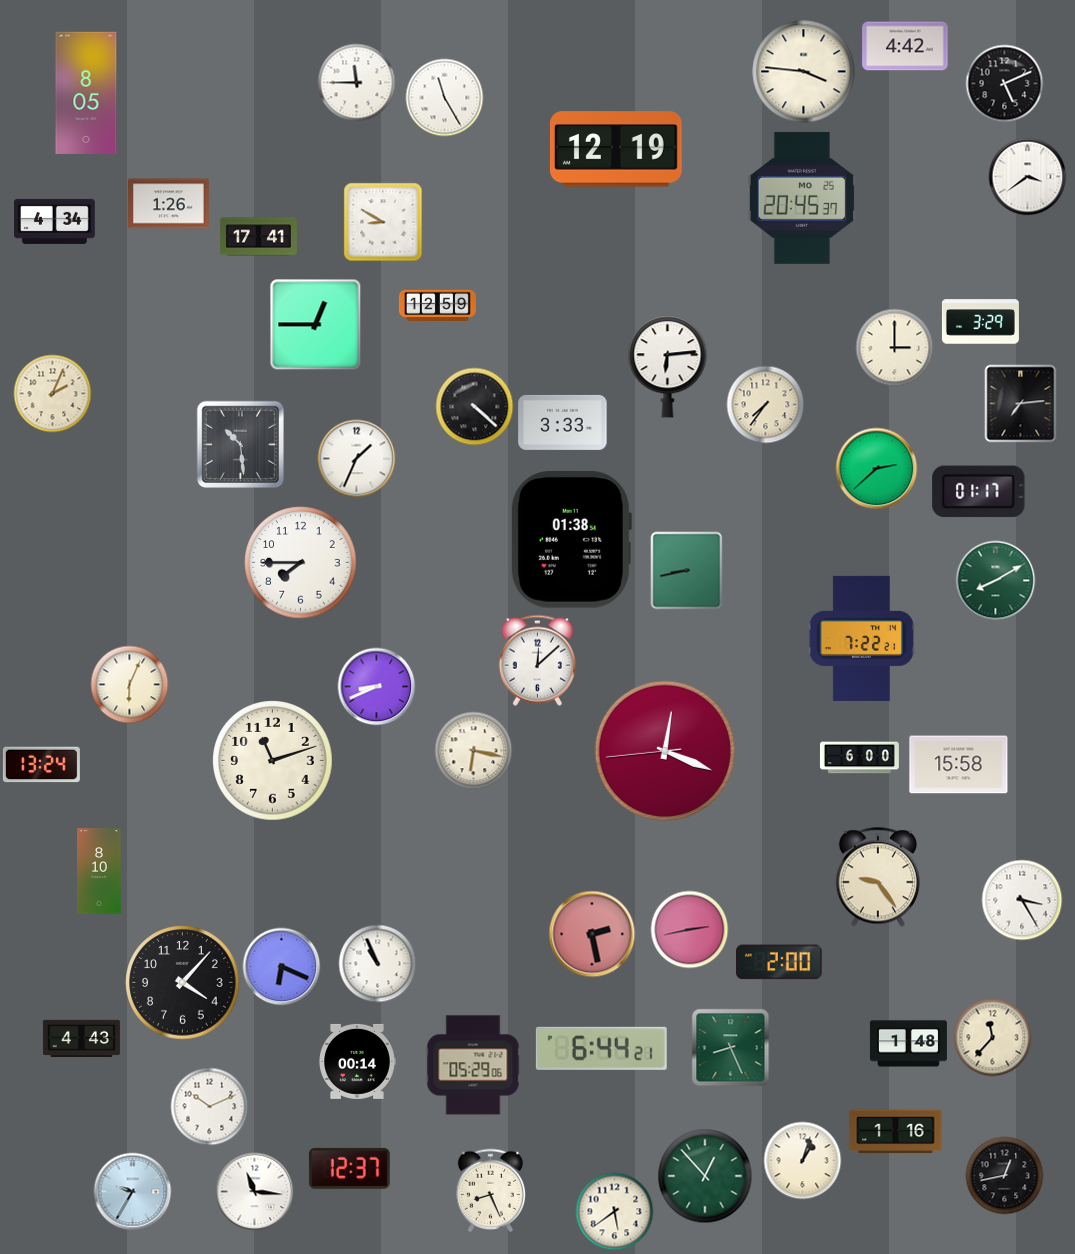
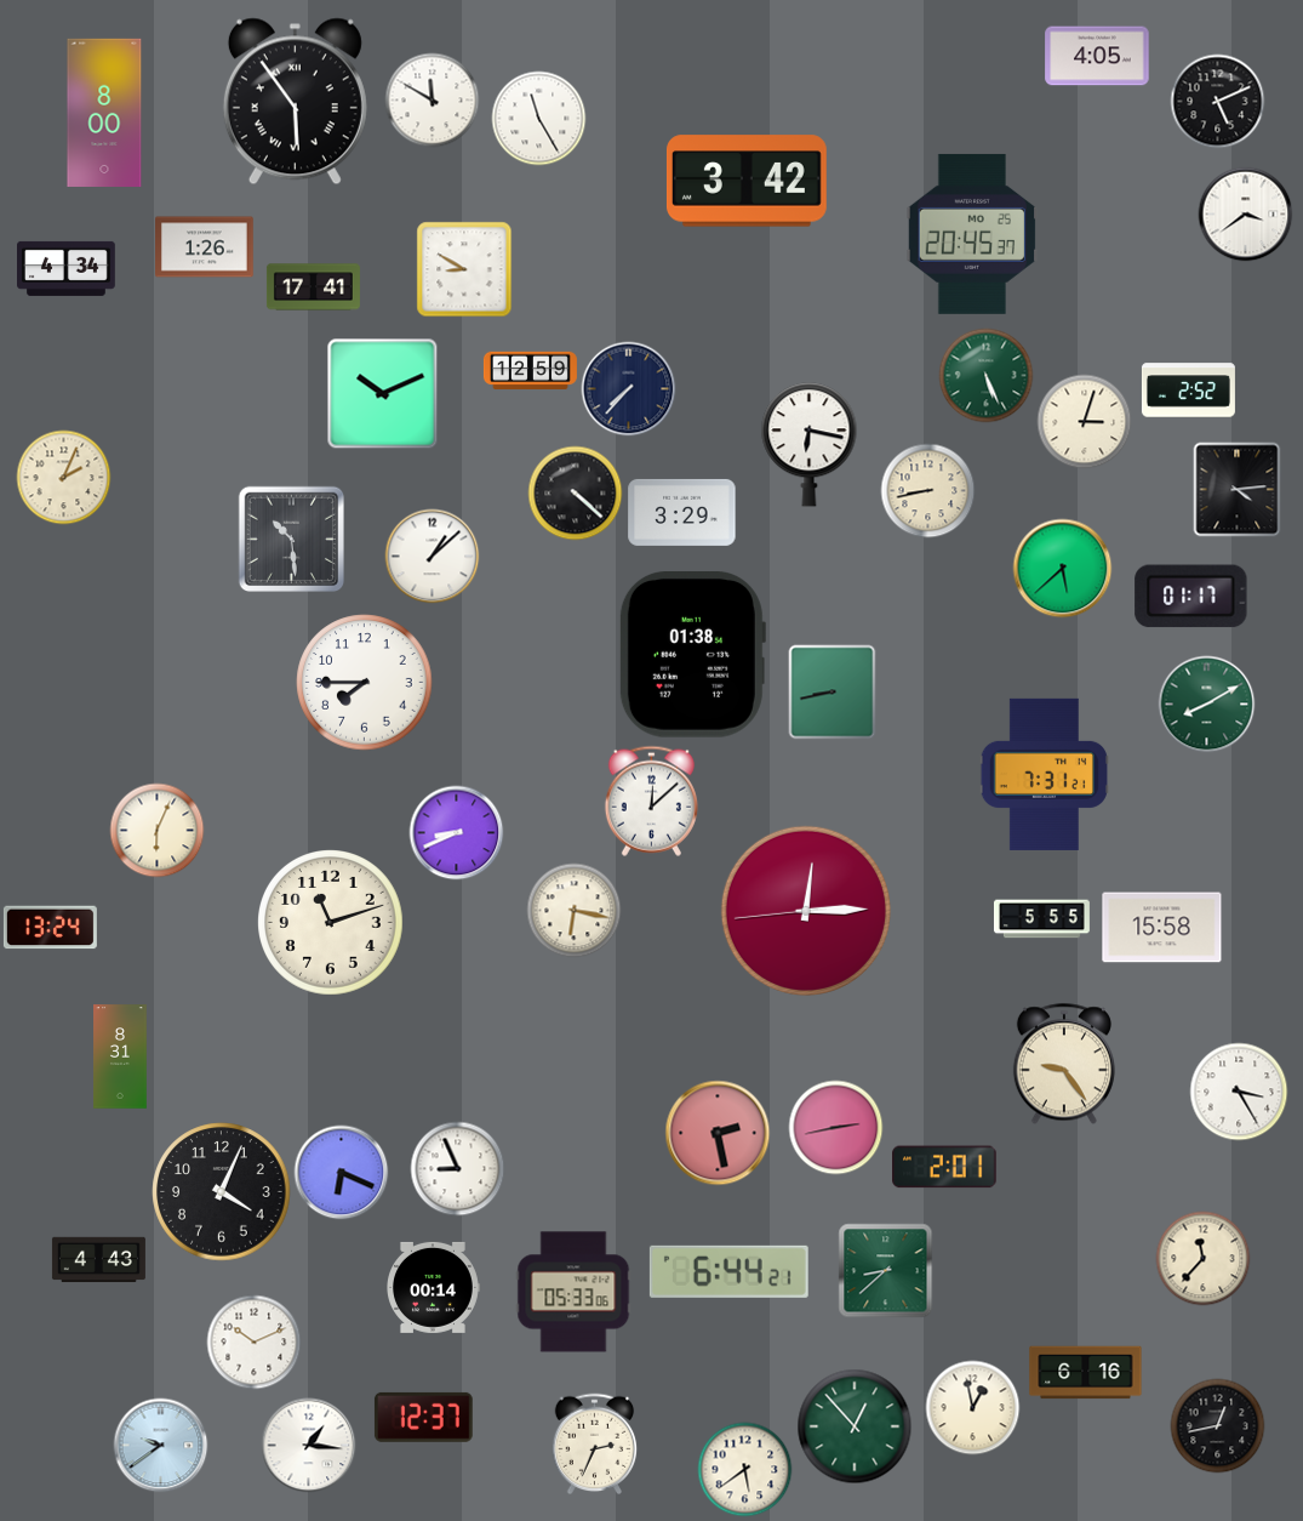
clock at (905, 46): 4:42 -> 4:05
clock at (804, 72): 3:46 -> none
clock at (356, 82): 11:45 -> 11:50
clock at (295, 102): none -> 5:54
clock at (86, 92): 8:05 -> 8:00
clock at (616, 149): 12:19 -> 3:42
clock at (801, 198) position: (801, 198) -> (971, 234)
clock at (985, 375): none -> 5:26
clock at (628, 388): none -> 7:37
clock at (980, 322): 3:29 -> 2:52
clock at (315, 324): 12:45 -> 10:11
clock at (894, 347): 3:00 -> 3:03
clock at (668, 367): 6:14 -> 6:17
clock at (1021, 403): 7:14 -> 4:14
clock at (765, 404): 7:36 -> 8:43
clock at (563, 422): 3:33 -> 3:29
clock at (356, 458): 1:34 -> 1:08
clock at (876, 468): 2:38 -> 5:38
clock at (979, 492) position: (979, 492) -> (1191, 597)
clock at (861, 638): 7:22 -> 7:31
clock at (665, 751): 12:18 -> 12:14
clock at (859, 758): 6:00 -> 5:55
clock at (99, 871): 8:10 -> 8:31
clock at (779, 962): 2:00 -> 2:01
clock at (377, 963): 10:56 -> 8:56
clock at (183, 983): 4:07 -> 4:04
clock at (908, 1044): 1:48 -> none
clock at (730, 1047): 8:26 -> 8:38
clock at (473, 1065): 05:29 -> 05:33
clock at (896, 1132): 1:16 -> 6:16
clock at (802, 1160): 1:03 -> 12:58
clock at (491, 1190): 8:26 -> 2:34
clock at (132, 1191): 9:35 -> 9:39
clock at (254, 1191): 11:16 -> 1:16
